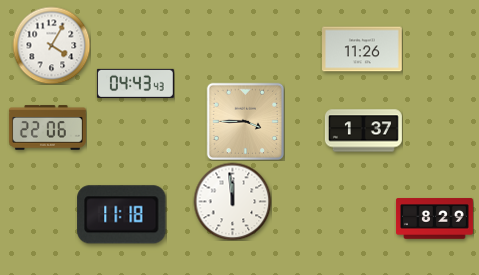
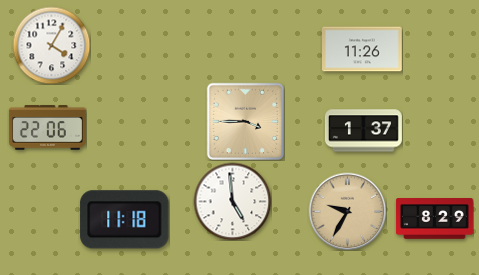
clock at (135, 83): 04:43 -> none
clock at (232, 201): 11:59 -> 4:59
clock at (347, 211): none -> 9:35
clock at (122, 215) position: (122, 215) -> (125, 220)
